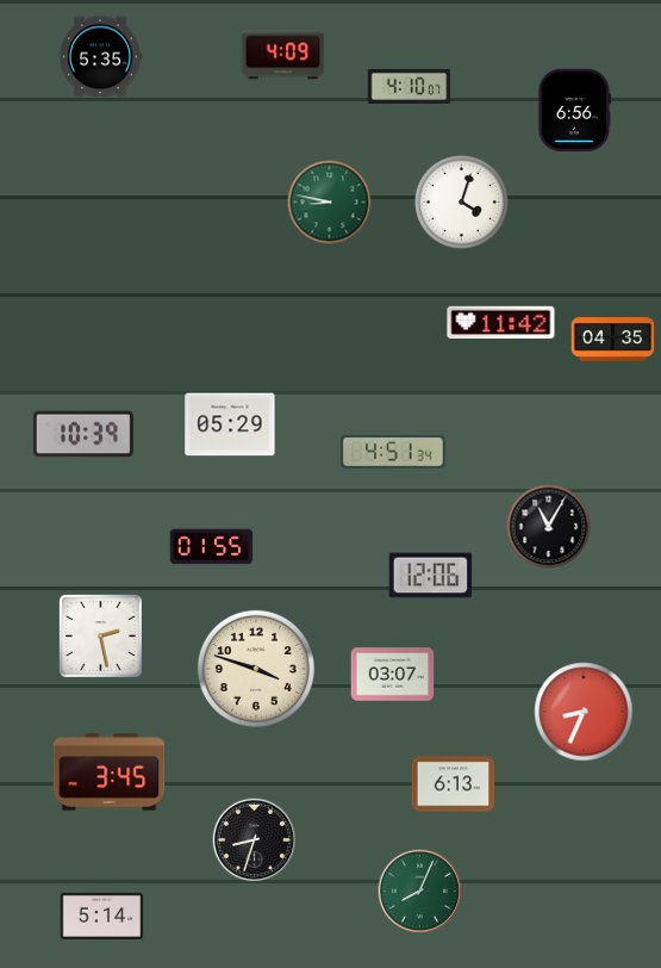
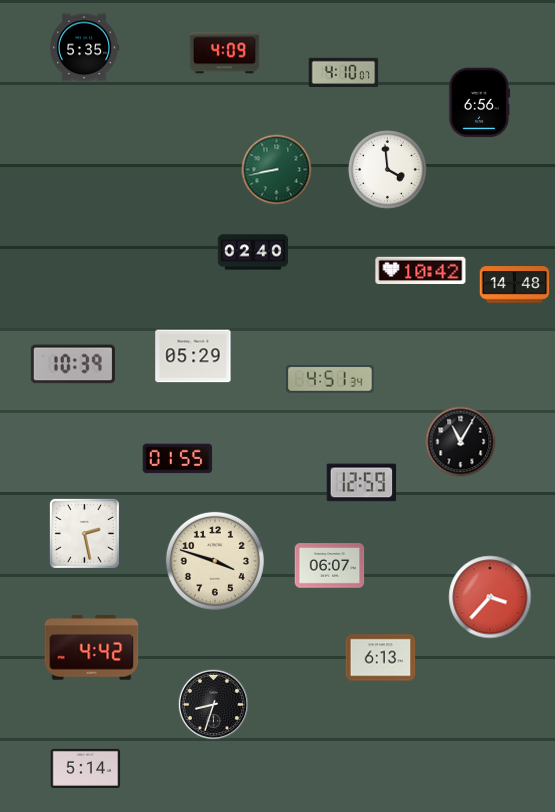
clock at (283, 55) position: (283, 55) -> (225, 53)
clock at (574, 111) position: (574, 111) -> (479, 103)
clock at (330, 203): 8:47 -> 8:43
clock at (462, 203): 4:03 -> 3:59
clock at (253, 252): none -> 02:40
clock at (501, 323): 11:42 -> 10:42
clock at (613, 340): 04:35 -> 14:48
clock at (83, 434) position: (83, 434) -> (73, 364)
clock at (431, 576): 12:06 -> 12:59
clock at (393, 675): 03:07 -> 06:07
clock at (584, 712): 8:34 -> 3:37
clock at (110, 772): 3:45 -> 4:42
clock at (420, 892): 8:04 -> none
